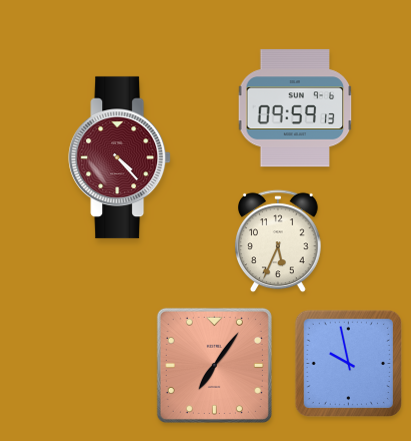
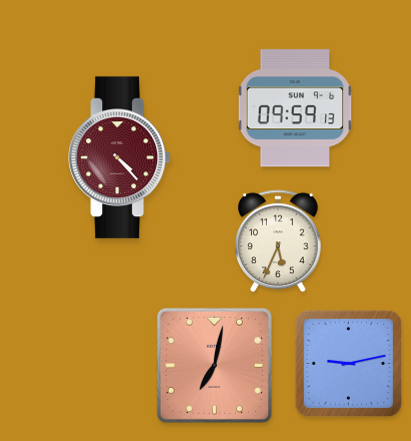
clock at (348, 363): 9:58 -> 9:13
clock at (214, 365): 7:06 -> 7:02
